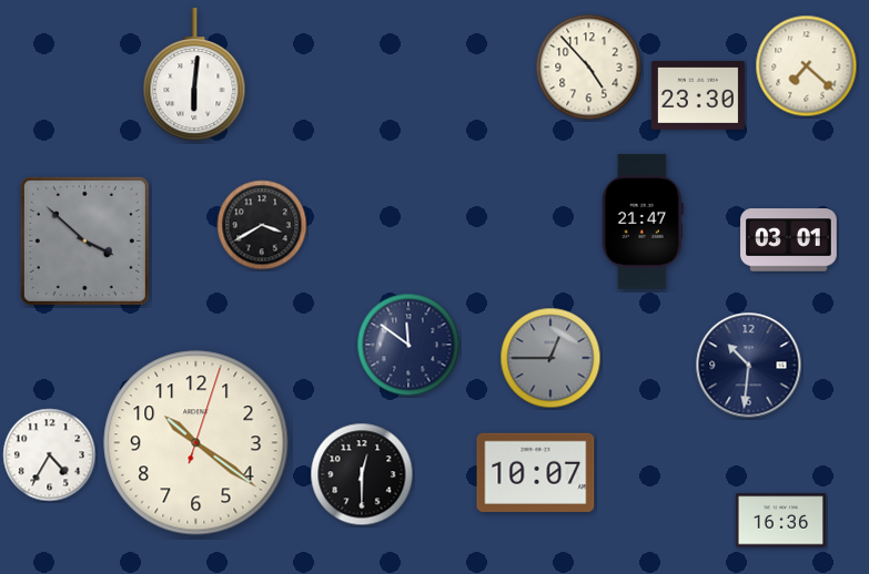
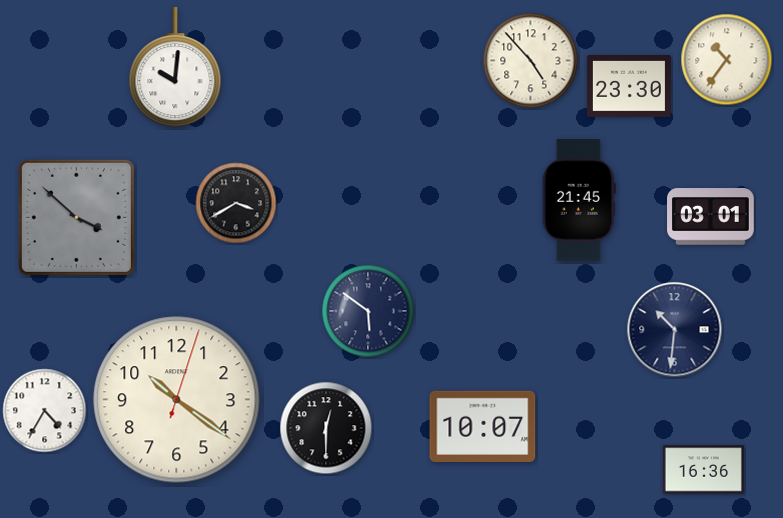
clock at (807, 66): 7:22 -> 10:36
clock at (194, 75): 6:01 -> 10:01
clock at (643, 222): 21:47 -> 21:45
clock at (408, 345): 11:51 -> 5:51
clock at (550, 358): 12:45 -> none
